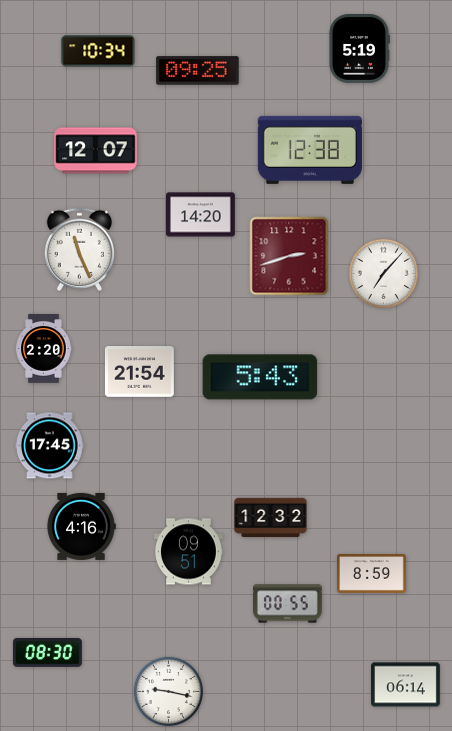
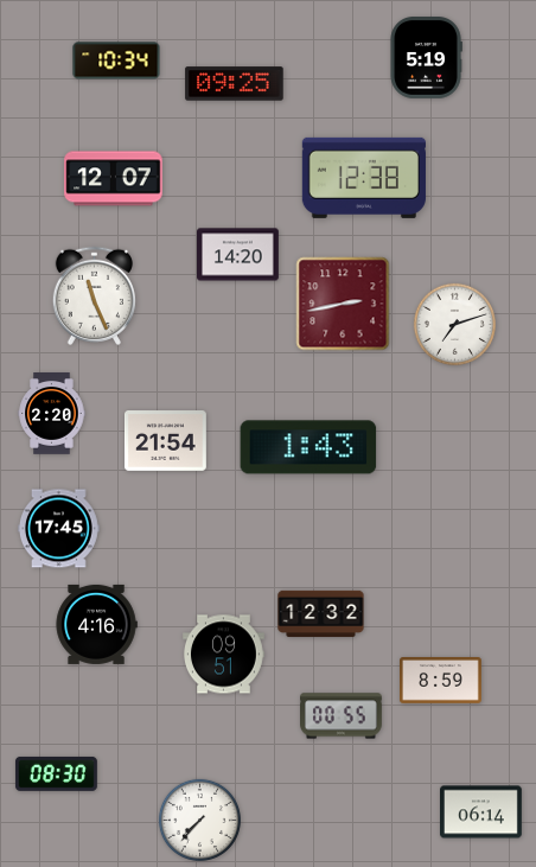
clock at (310, 150) position: (310, 150) -> (364, 178)
clock at (289, 256): 2:42 -> 2:43
clock at (383, 273): 7:07 -> 7:12
clock at (260, 377): 5:43 -> 1:43
clock at (168, 691): 9:17 -> 7:37
